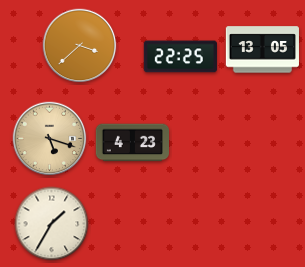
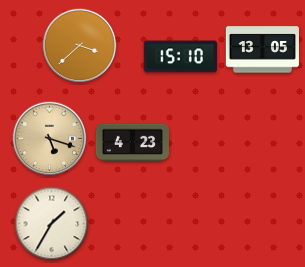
clock at (180, 57): 22:25 -> 15:10
